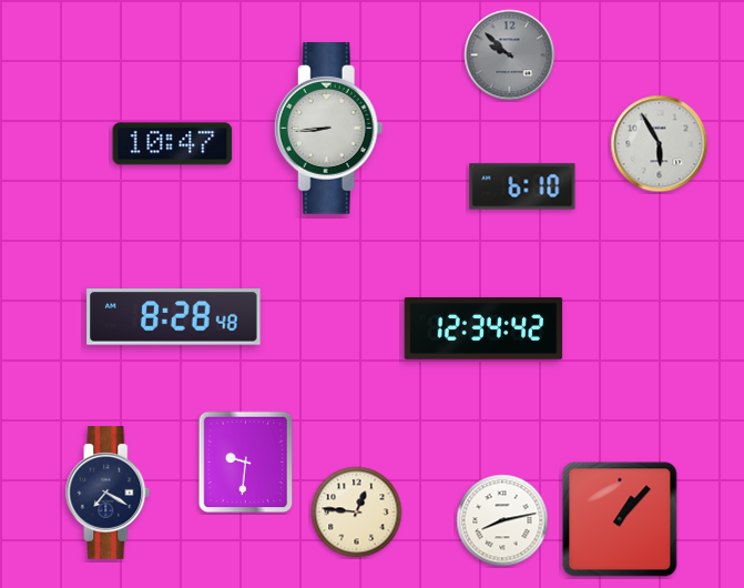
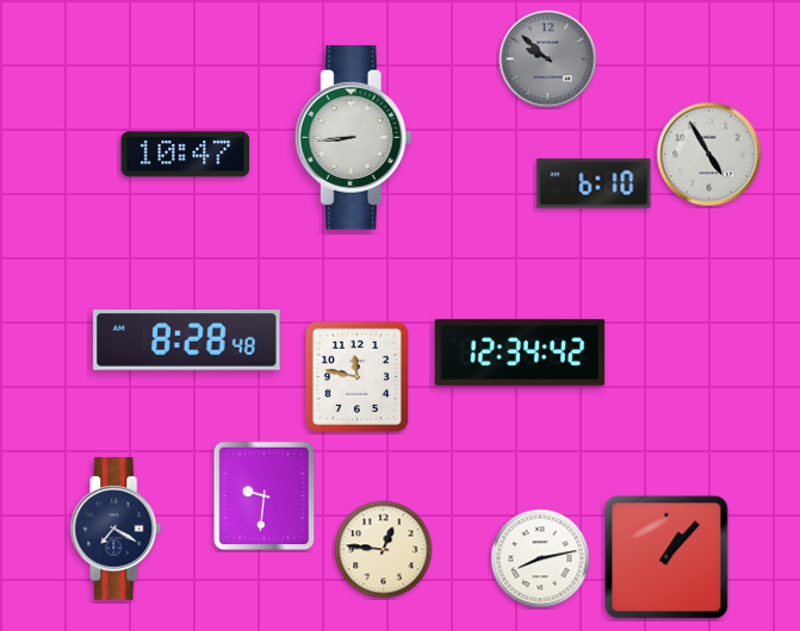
clock at (660, 144): 5:55 -> 4:55
clock at (522, 186) position: (522, 186) -> (594, 183)
clock at (356, 376): none -> 11:47
